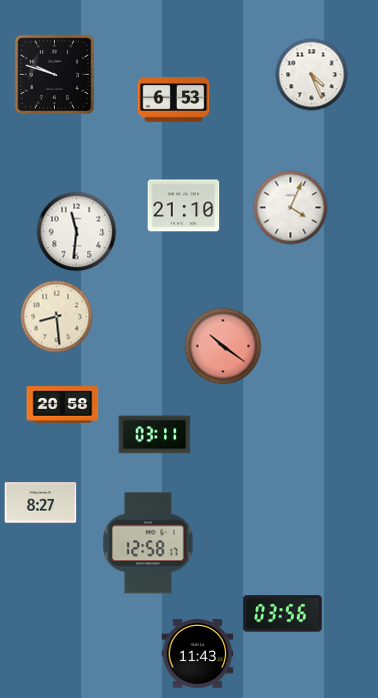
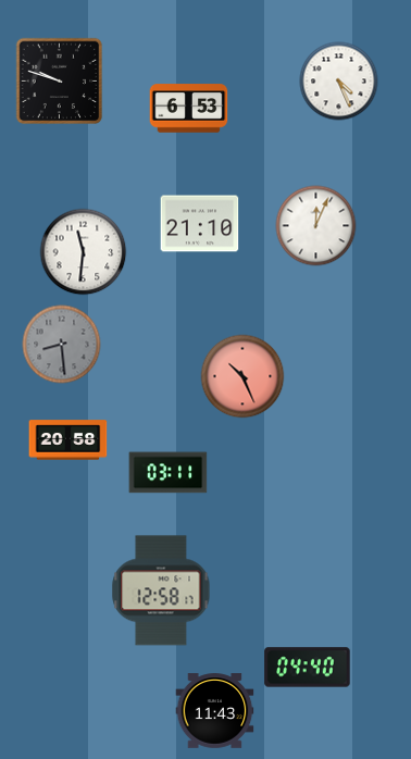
clock at (291, 208): 4:04 -> 12:04
clock at (57, 317) dial: cream -> grey
clock at (223, 346): 10:21 -> 10:26
clock at (41, 503): 8:27 -> none
clock at (283, 614): 03:56 -> 04:40
